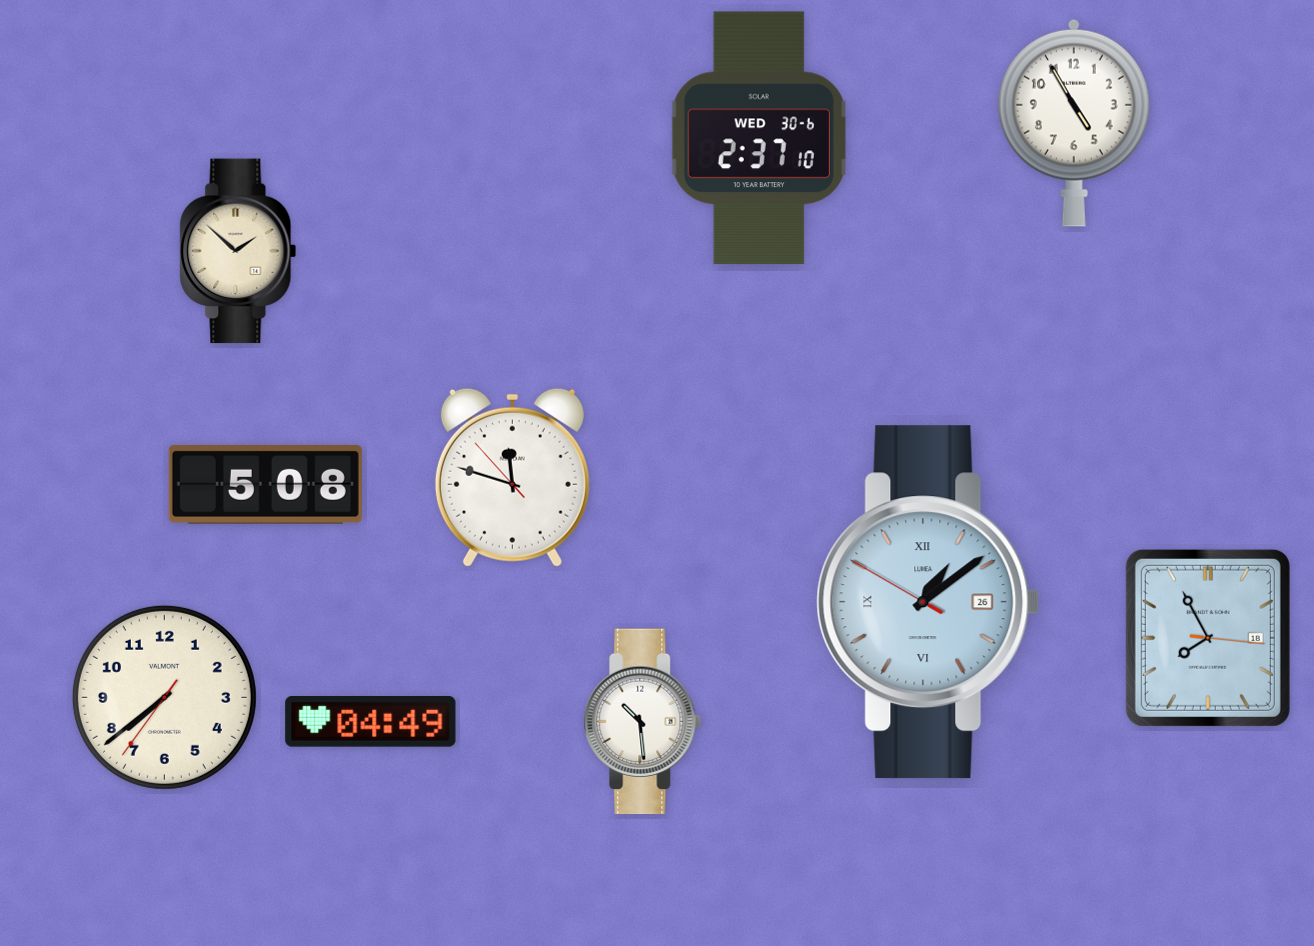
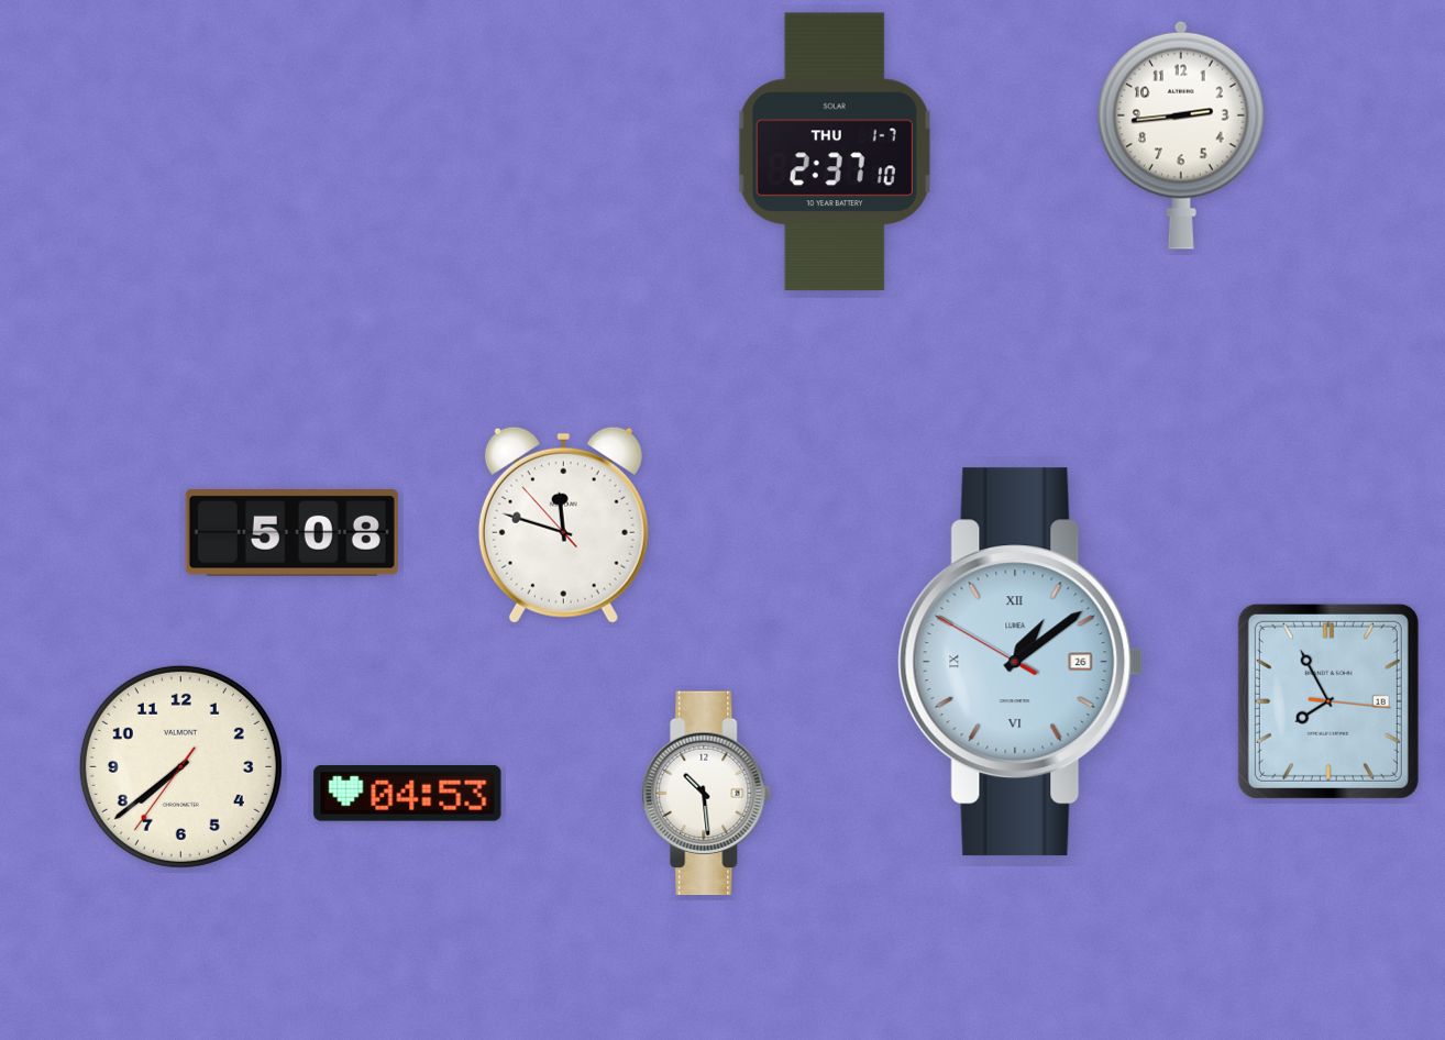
clock at (1074, 123): 4:55 -> 2:44
clock at (759, 138) date: WED 30-6 -> THU 1-7
clock at (238, 251): 1:52 -> none
clock at (371, 722): 04:49 -> 04:53
